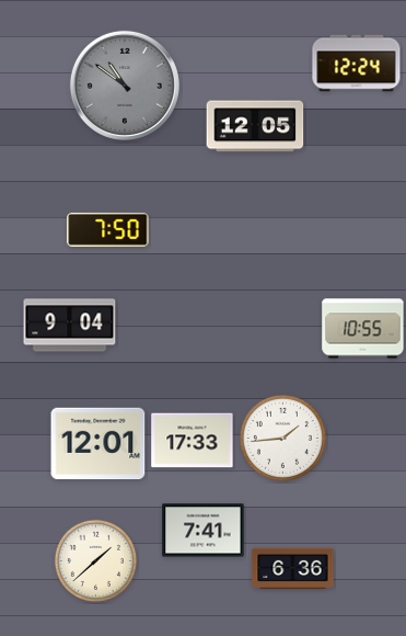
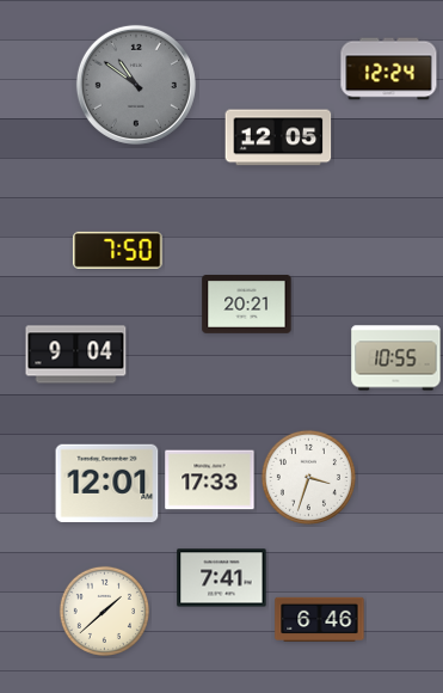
clock at (125, 86) position: (125, 86) -> (136, 85)
clock at (247, 305): none -> 20:21
clock at (282, 438): 1:44 -> 3:33
clock at (293, 568): 6:36 -> 6:46
